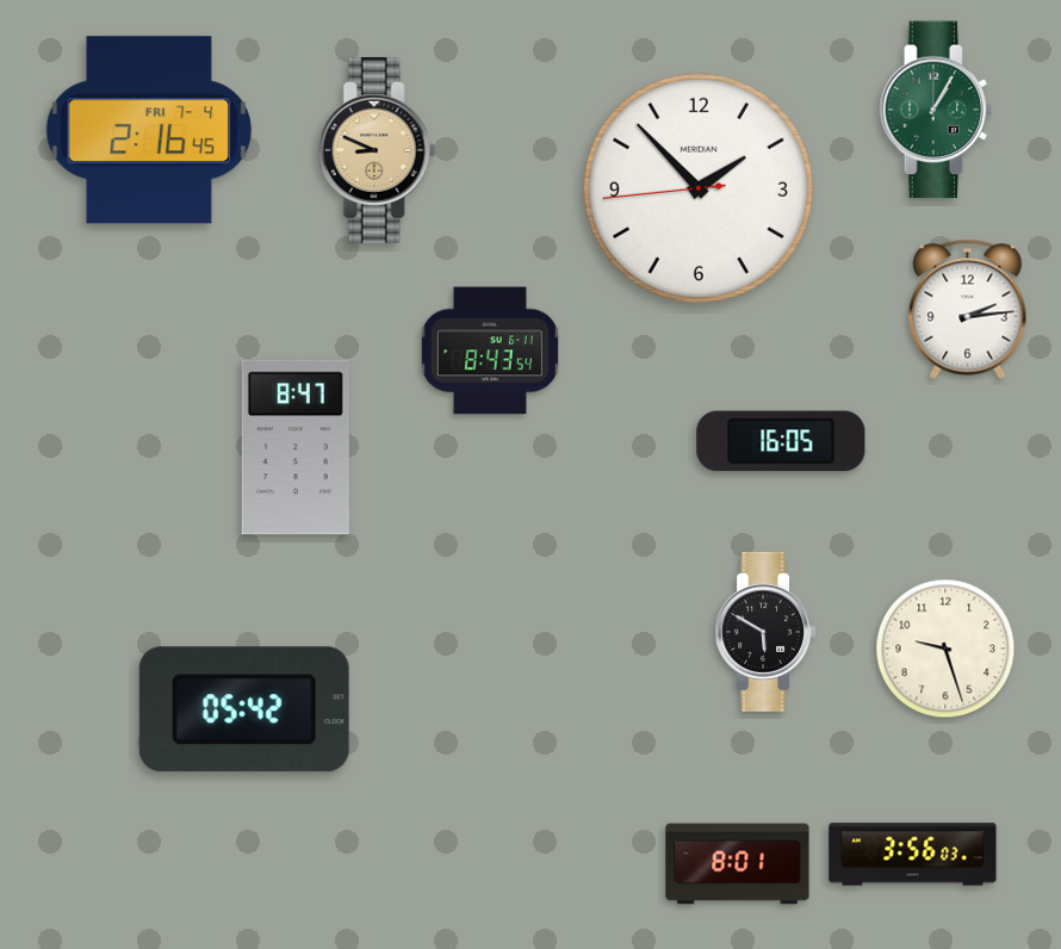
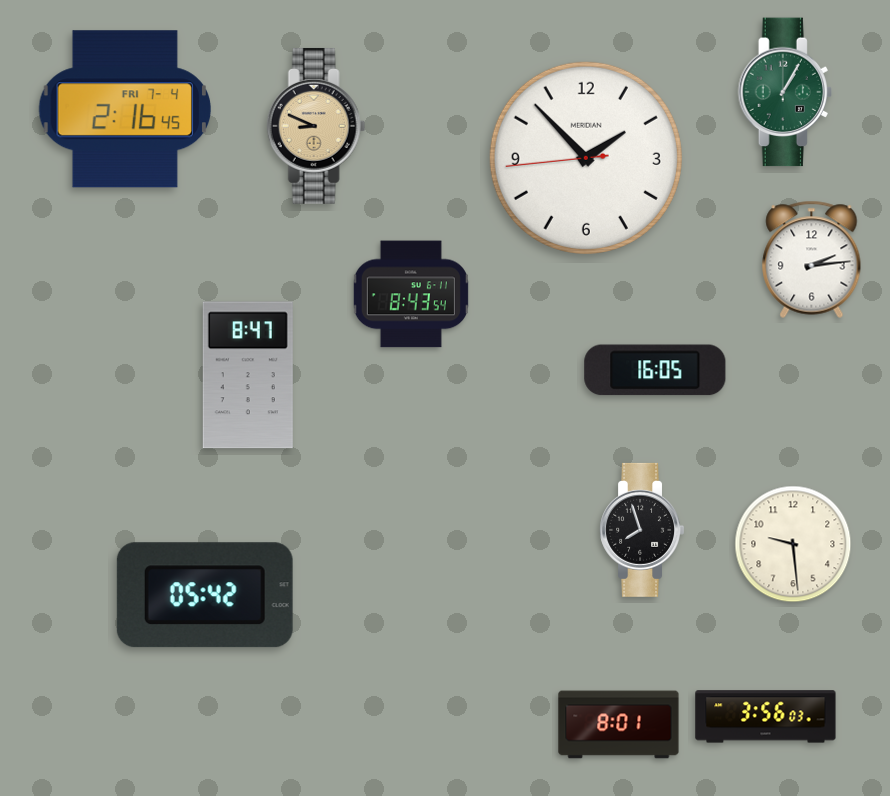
clock at (764, 632): 5:50 -> 7:57
clock at (945, 649): 9:27 -> 9:29
